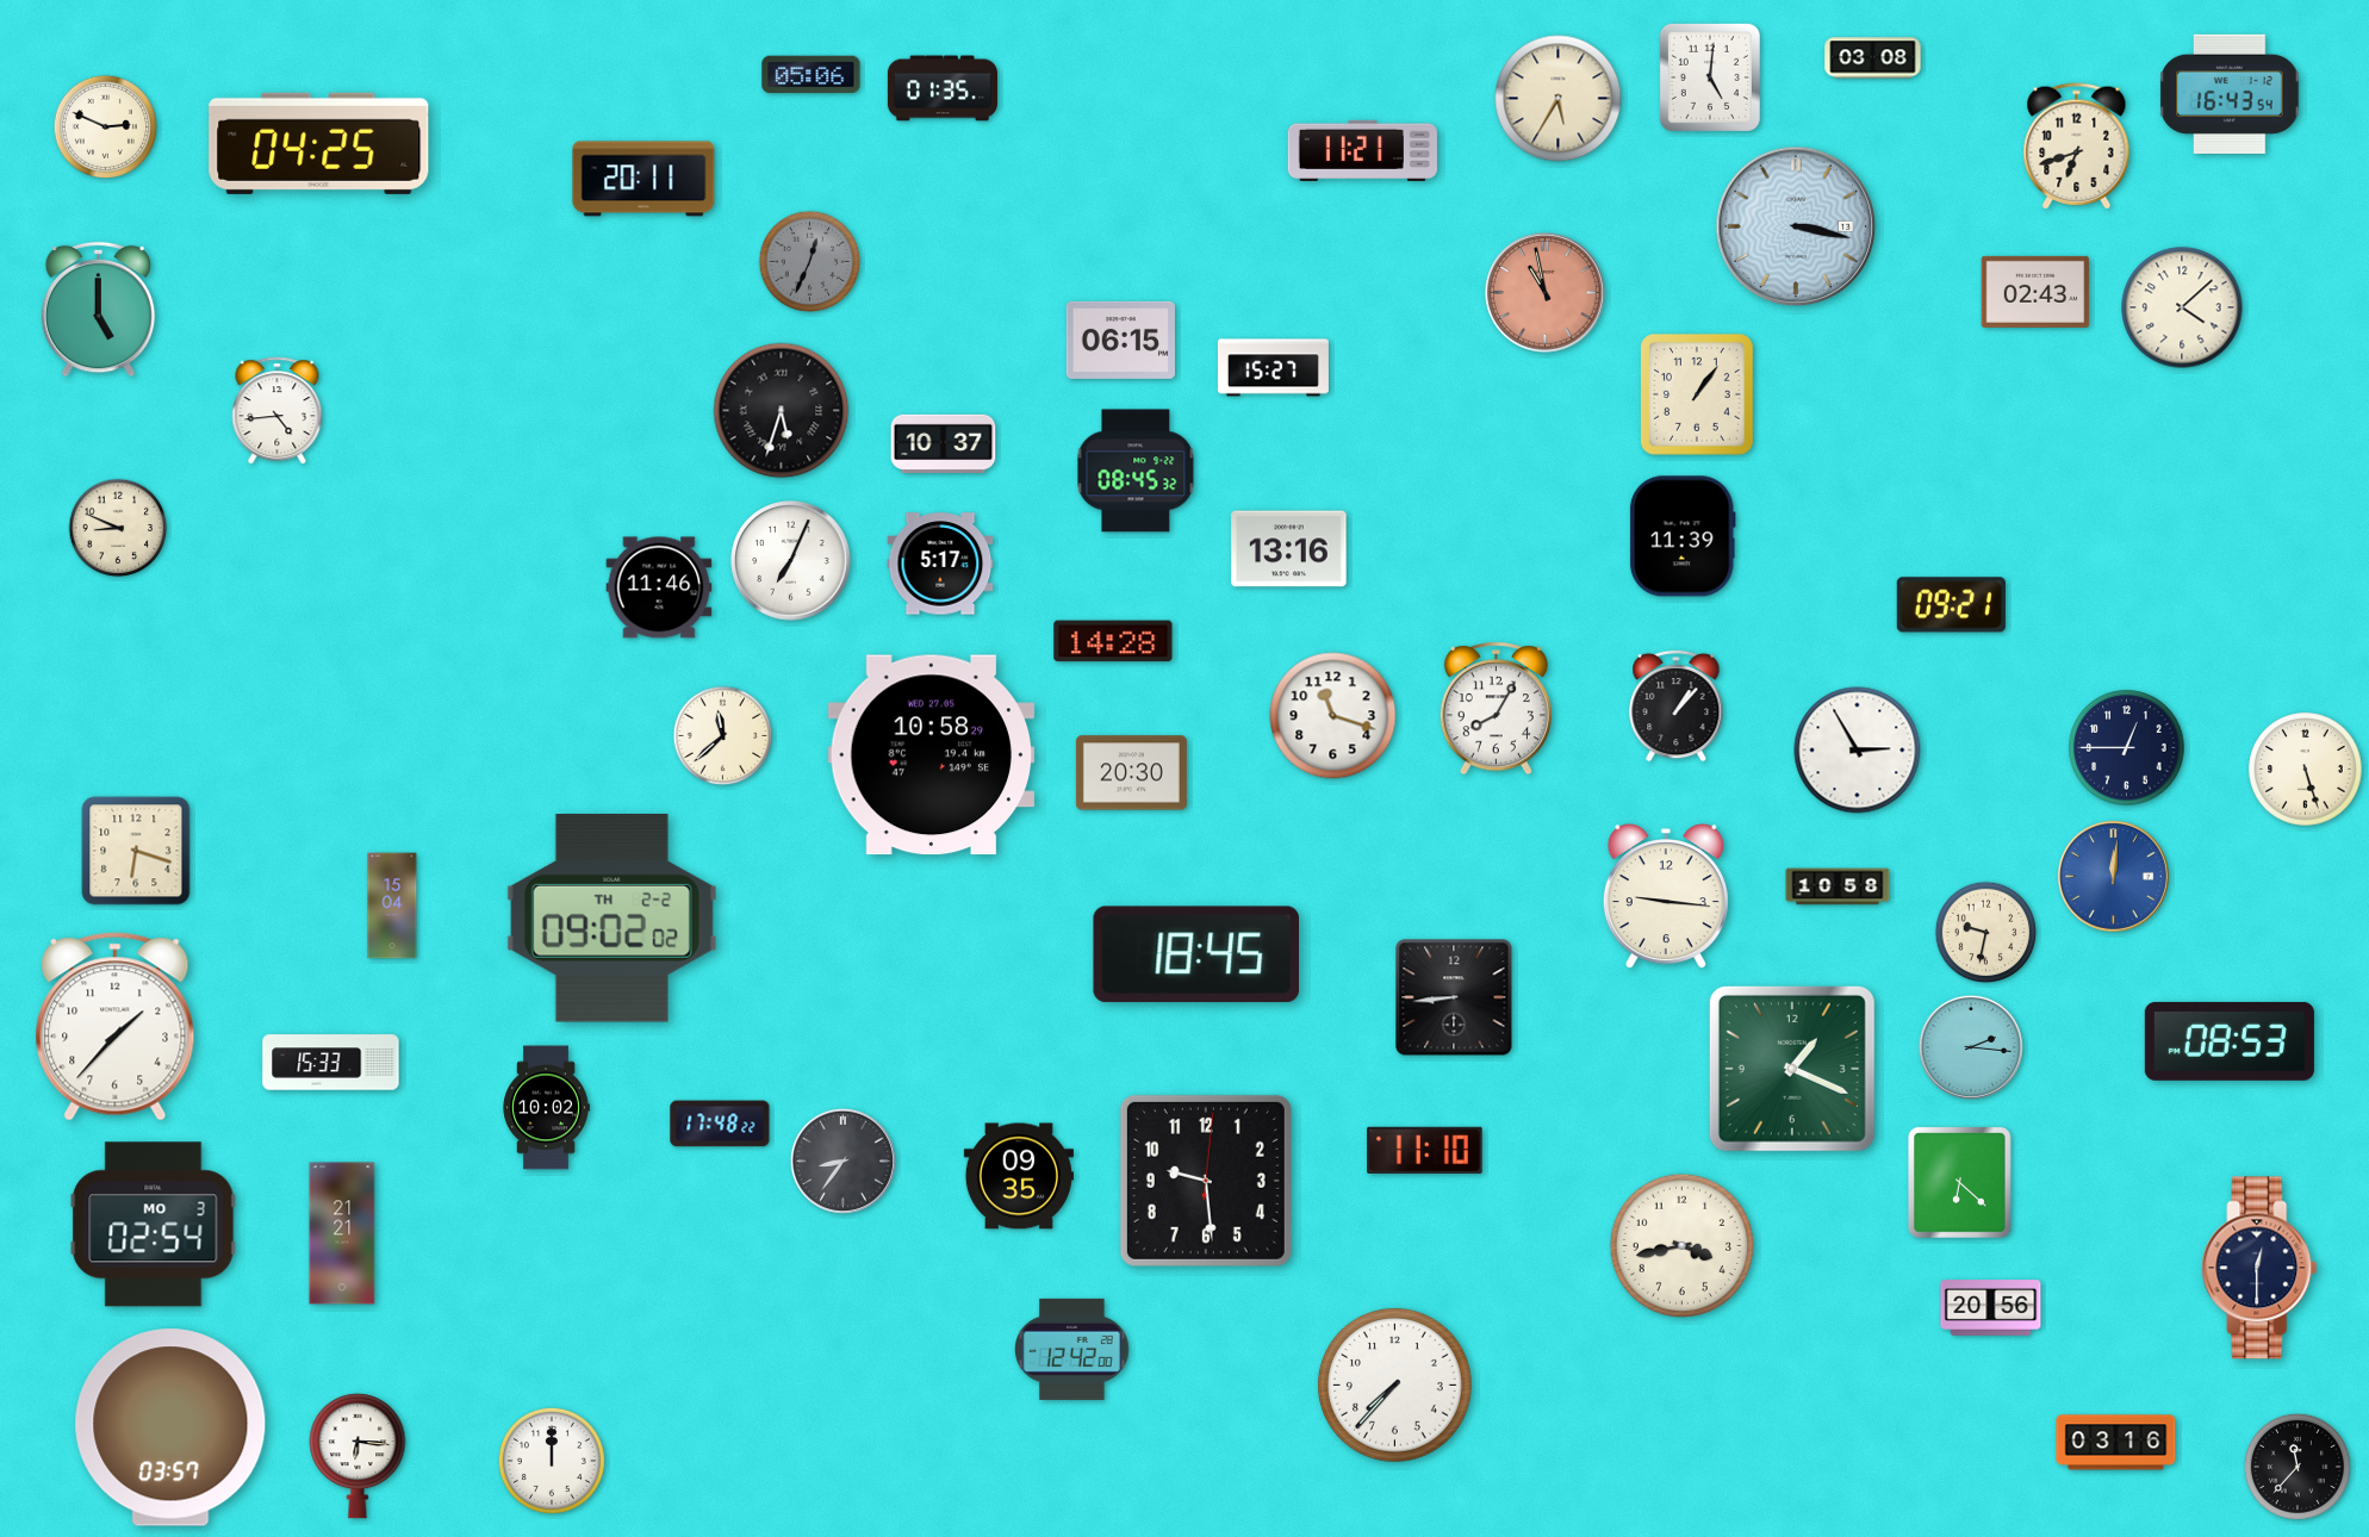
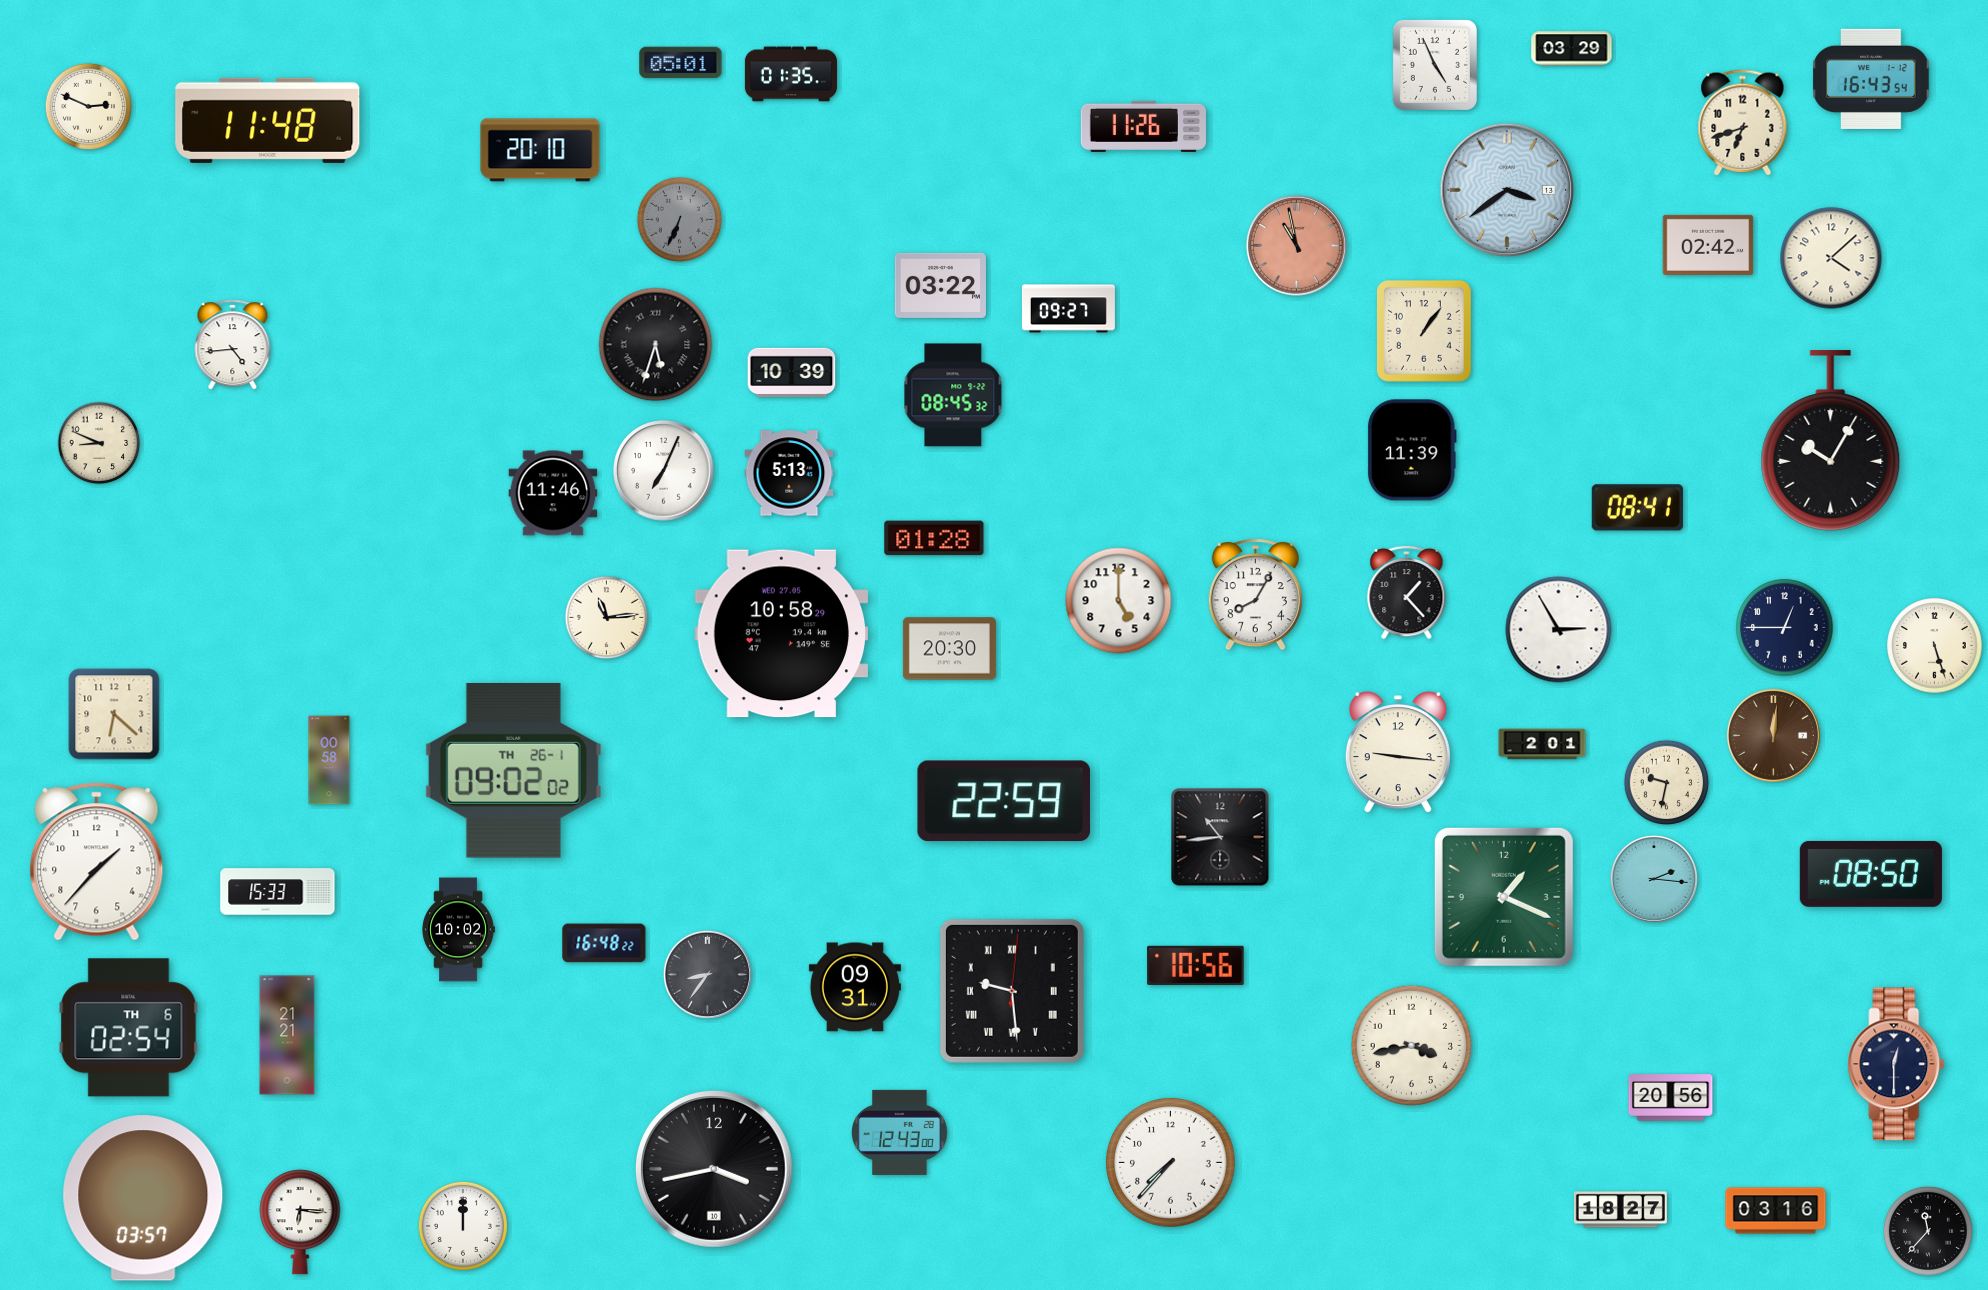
clock at (1873, 58): 03:08 -> 03:29
clock at (812, 75): 05:06 -> 05:01
clock at (1710, 77): 5:01 -> 4:56
clock at (1559, 99): 5:35 -> none
clock at (319, 143): 04:25 -> 11:48
clock at (1362, 150): 11:21 -> 11:26
clock at (643, 179): 20:11 -> 20:10
clock at (1796, 226): 3:17 -> 3:39
clock at (810, 262): 12:34 -> 6:34
clock at (2035, 292): 02:43 -> 02:42
clock at (99, 310): 5:00 -> none
clock at (1120, 340): 06:15 -> 03:22
clock at (1273, 368): 15:27 -> 09:27
clock at (944, 443): 10:37 -> 10:39
clock at (1831, 441): none -> 10:05
clock at (1289, 549): 13:16 -> none
clock at (940, 564): 5:17 -> 5:13
clock at (1951, 605): 09:21 -> 08:41
clock at (1113, 641): 14:28 -> 01:28
clock at (1677, 705): 1:07 -> 1:23
clock at (1333, 716): 11:18 -> 5:00
clock at (723, 736): 11:38 -> 11:14
clock at (136, 851): 6:18 -> 6:22
clock at (2113, 876) dial: blue -> brown
clock at (1838, 886): 10:58 -> 2:01
clock at (392, 906): 15:04 -> 00:58
clock at (611, 917) date: TH 2-2 -> TH 26-1
clock at (1195, 954): 18:45 -> 22:59
clock at (1454, 997): 8:44 -> 10:44
clock at (2230, 1041): 08:53 -> 08:50
clock at (720, 1124): 17:48 -> 16:48
clock at (1425, 1150): 11:10 -> 10:56
clock at (1019, 1176): 09:35 -> 09:31
clock at (1206, 1181) numerals: Arabic -> Roman
clock at (1960, 1183): 6:22 -> none
clock at (154, 1225) date: MO 3 -> TH 6
clock at (1072, 1349): 12:42 -> 12:43
clock at (714, 1169): none -> 3:43
clock at (1620, 1210): none -> 18:27
